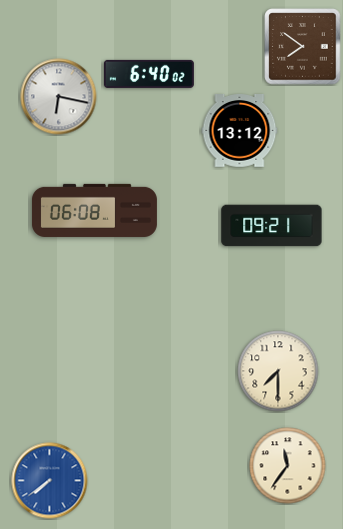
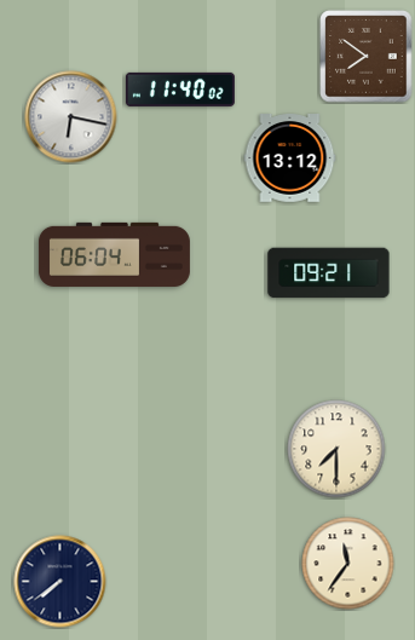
clock at (149, 74): 6:40 -> 11:40
clock at (94, 210): 06:08 -> 06:04
clock at (50, 481) dial: blue -> navy
